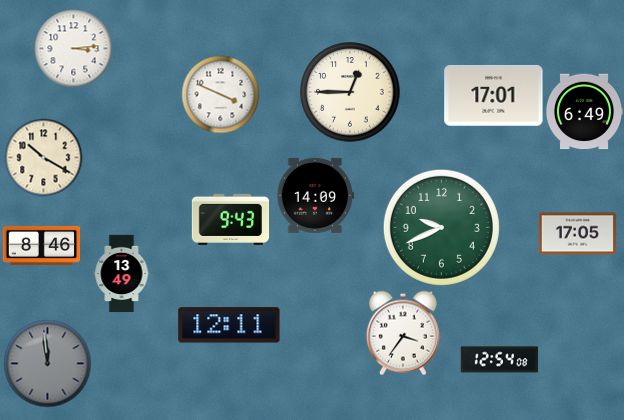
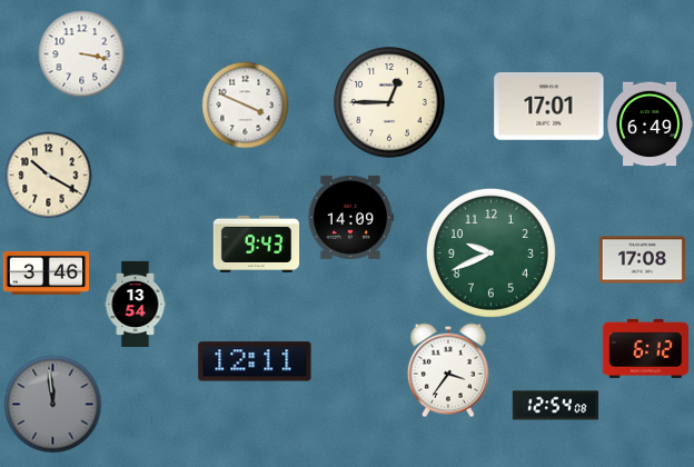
clock at (73, 48): 3:14 -> 3:17
clock at (577, 234): 17:05 -> 17:08
clock at (41, 245): 8:46 -> 3:46
clock at (122, 273): 13:49 -> 13:54
clock at (645, 348): none -> 6:12
clock at (499, 360) position: (499, 360) -> (555, 406)
